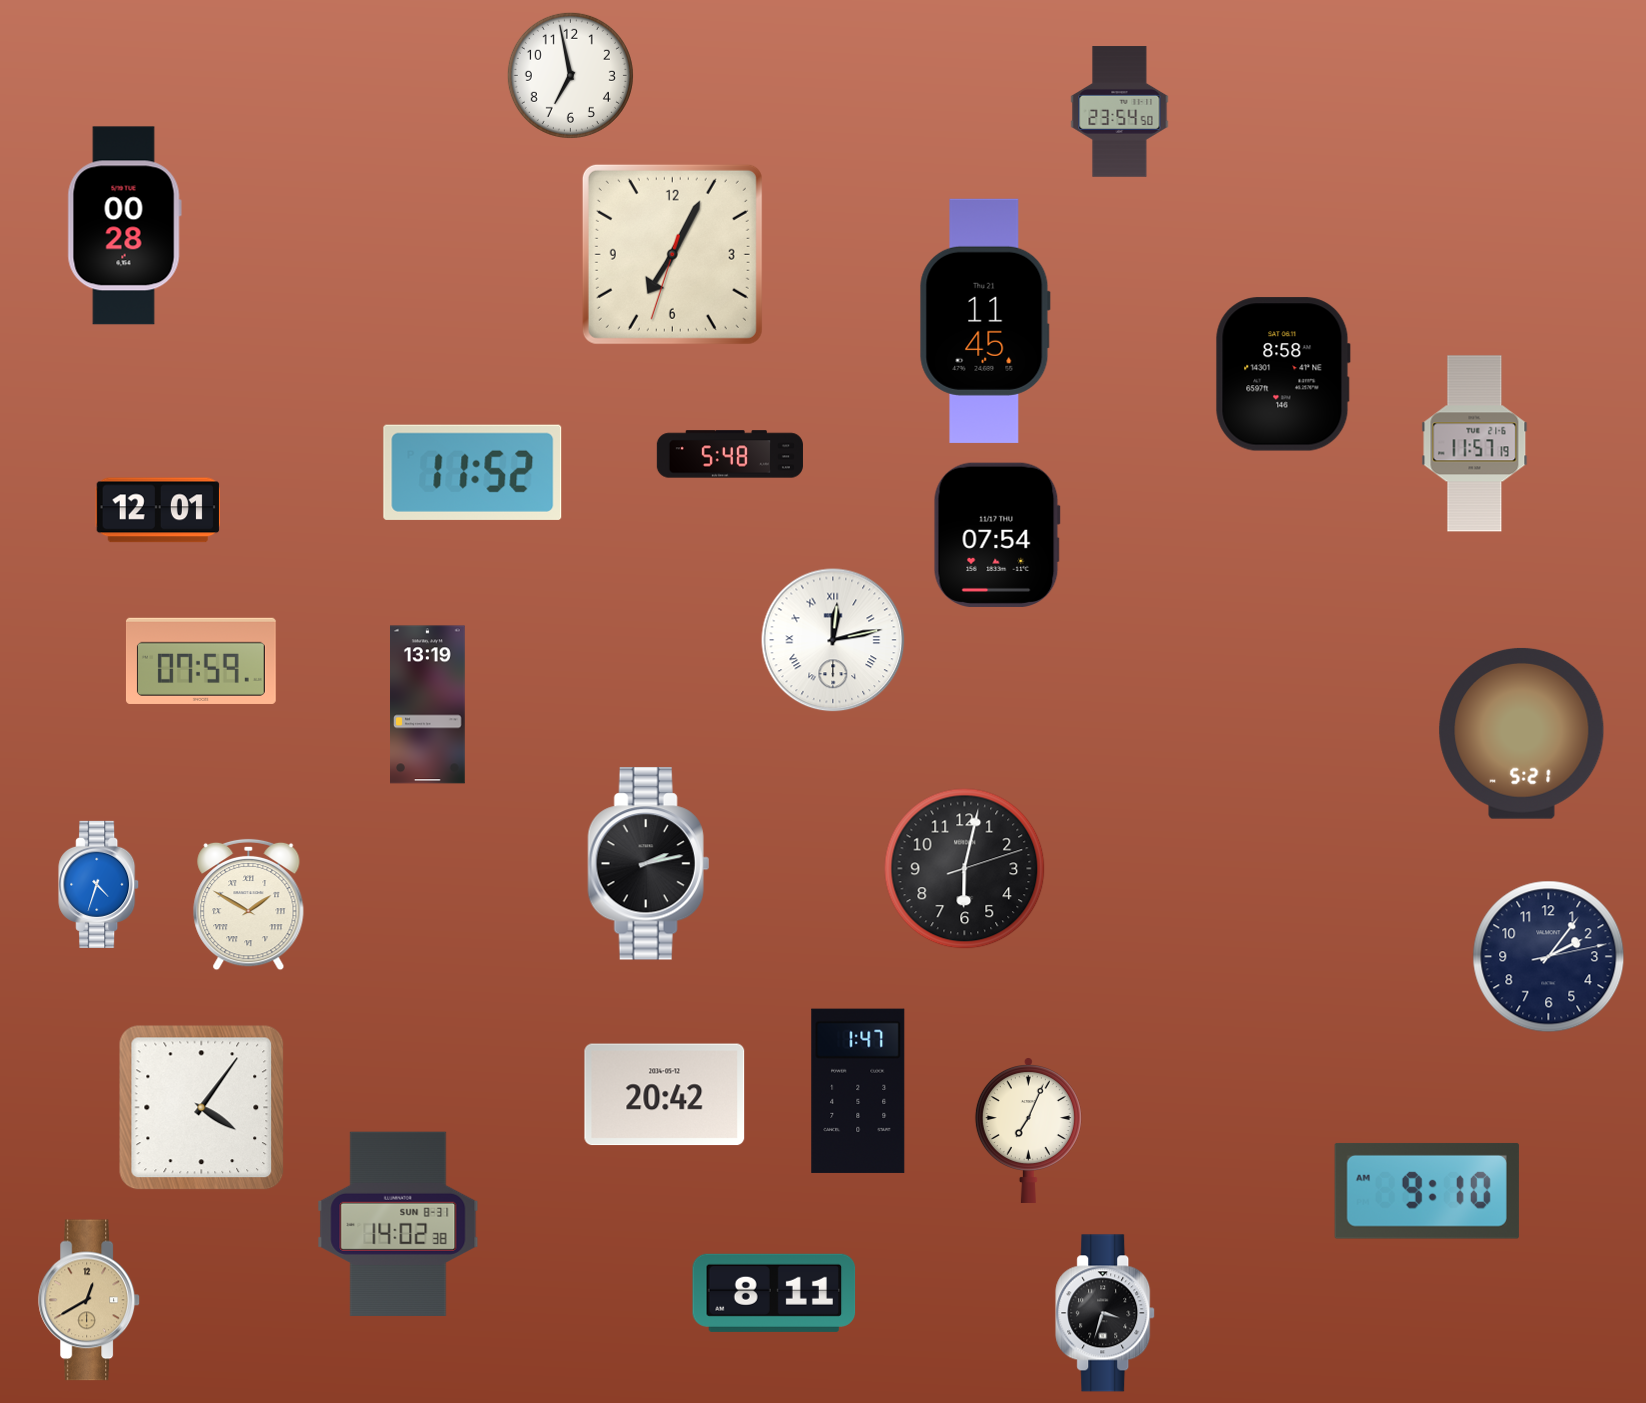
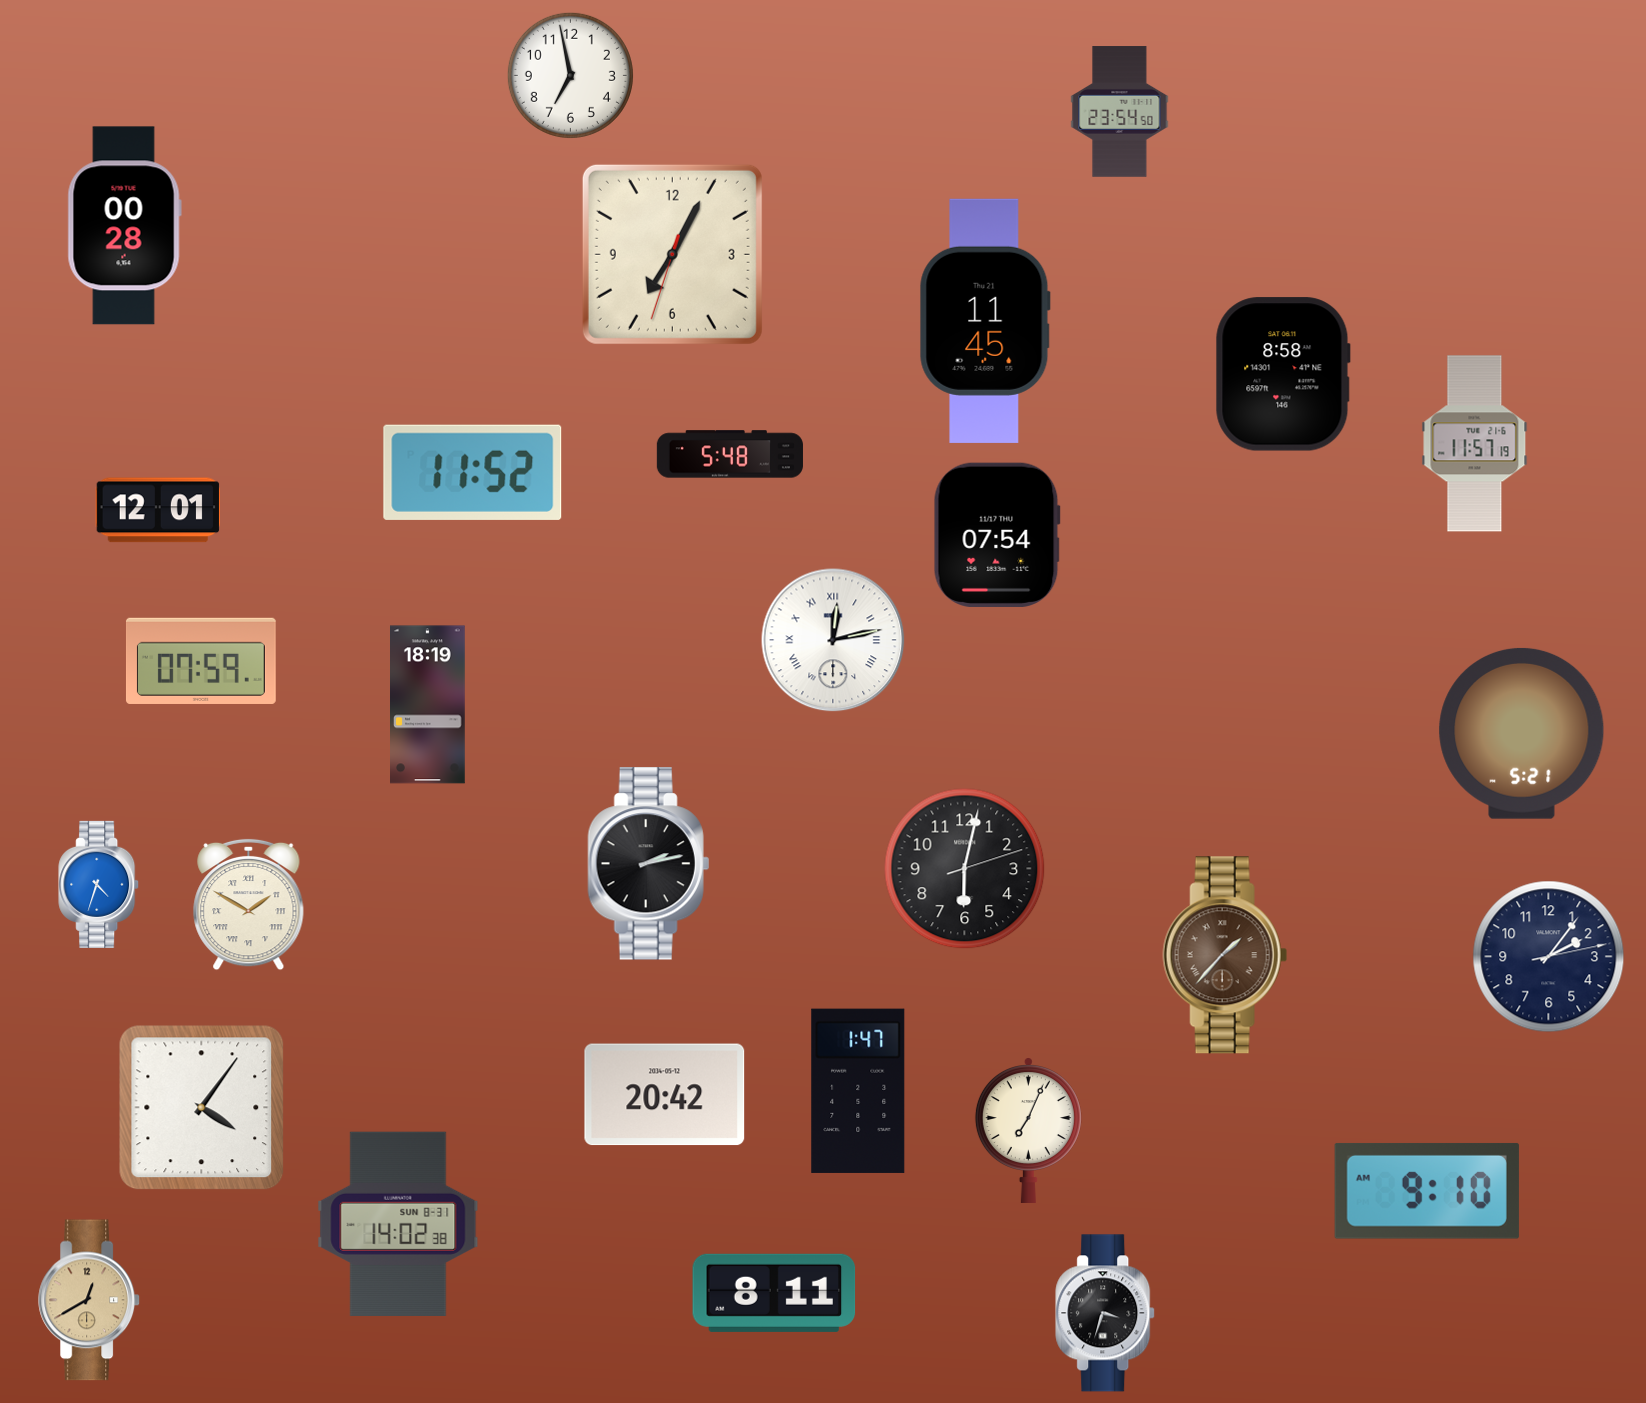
clock at (428, 705): 13:19 -> 18:19
clock at (1225, 955): none -> 1:37
